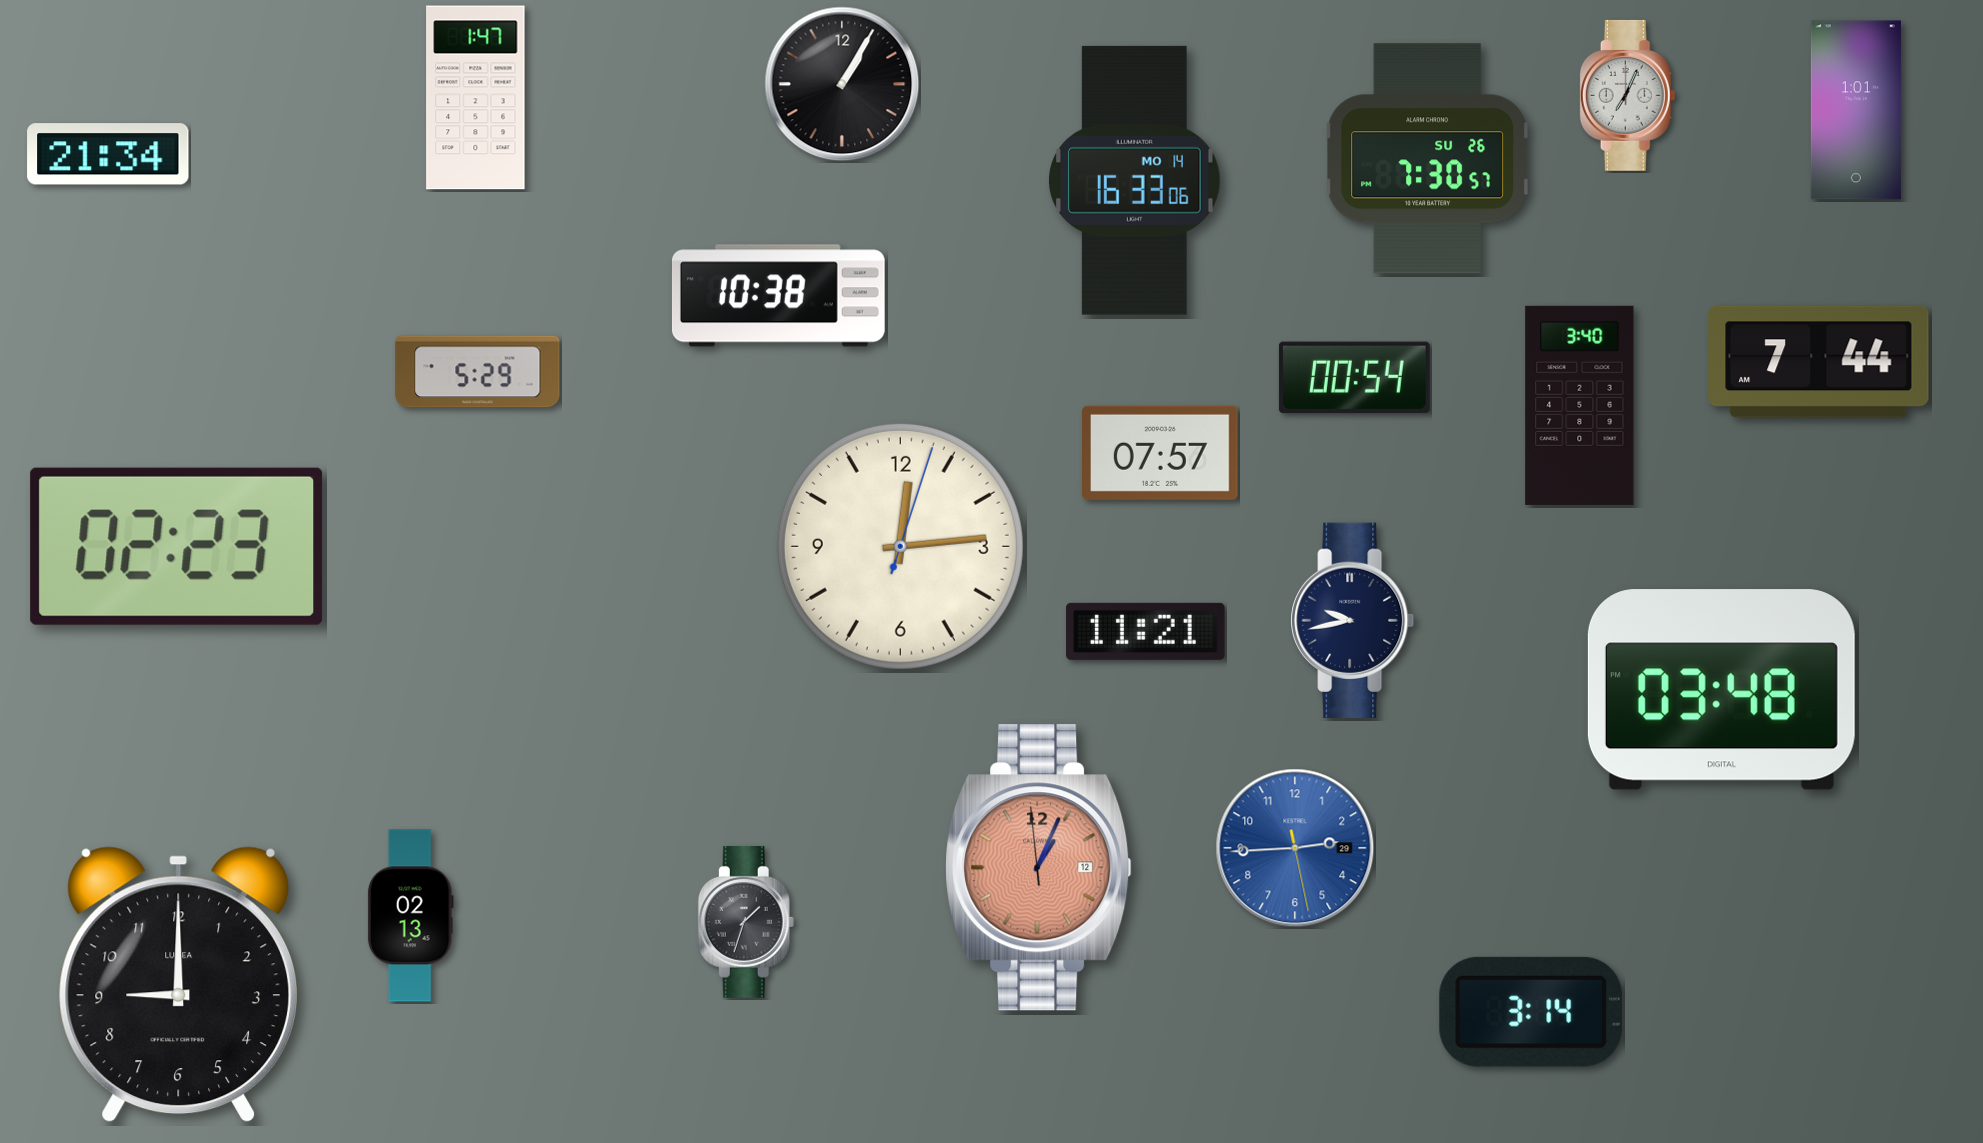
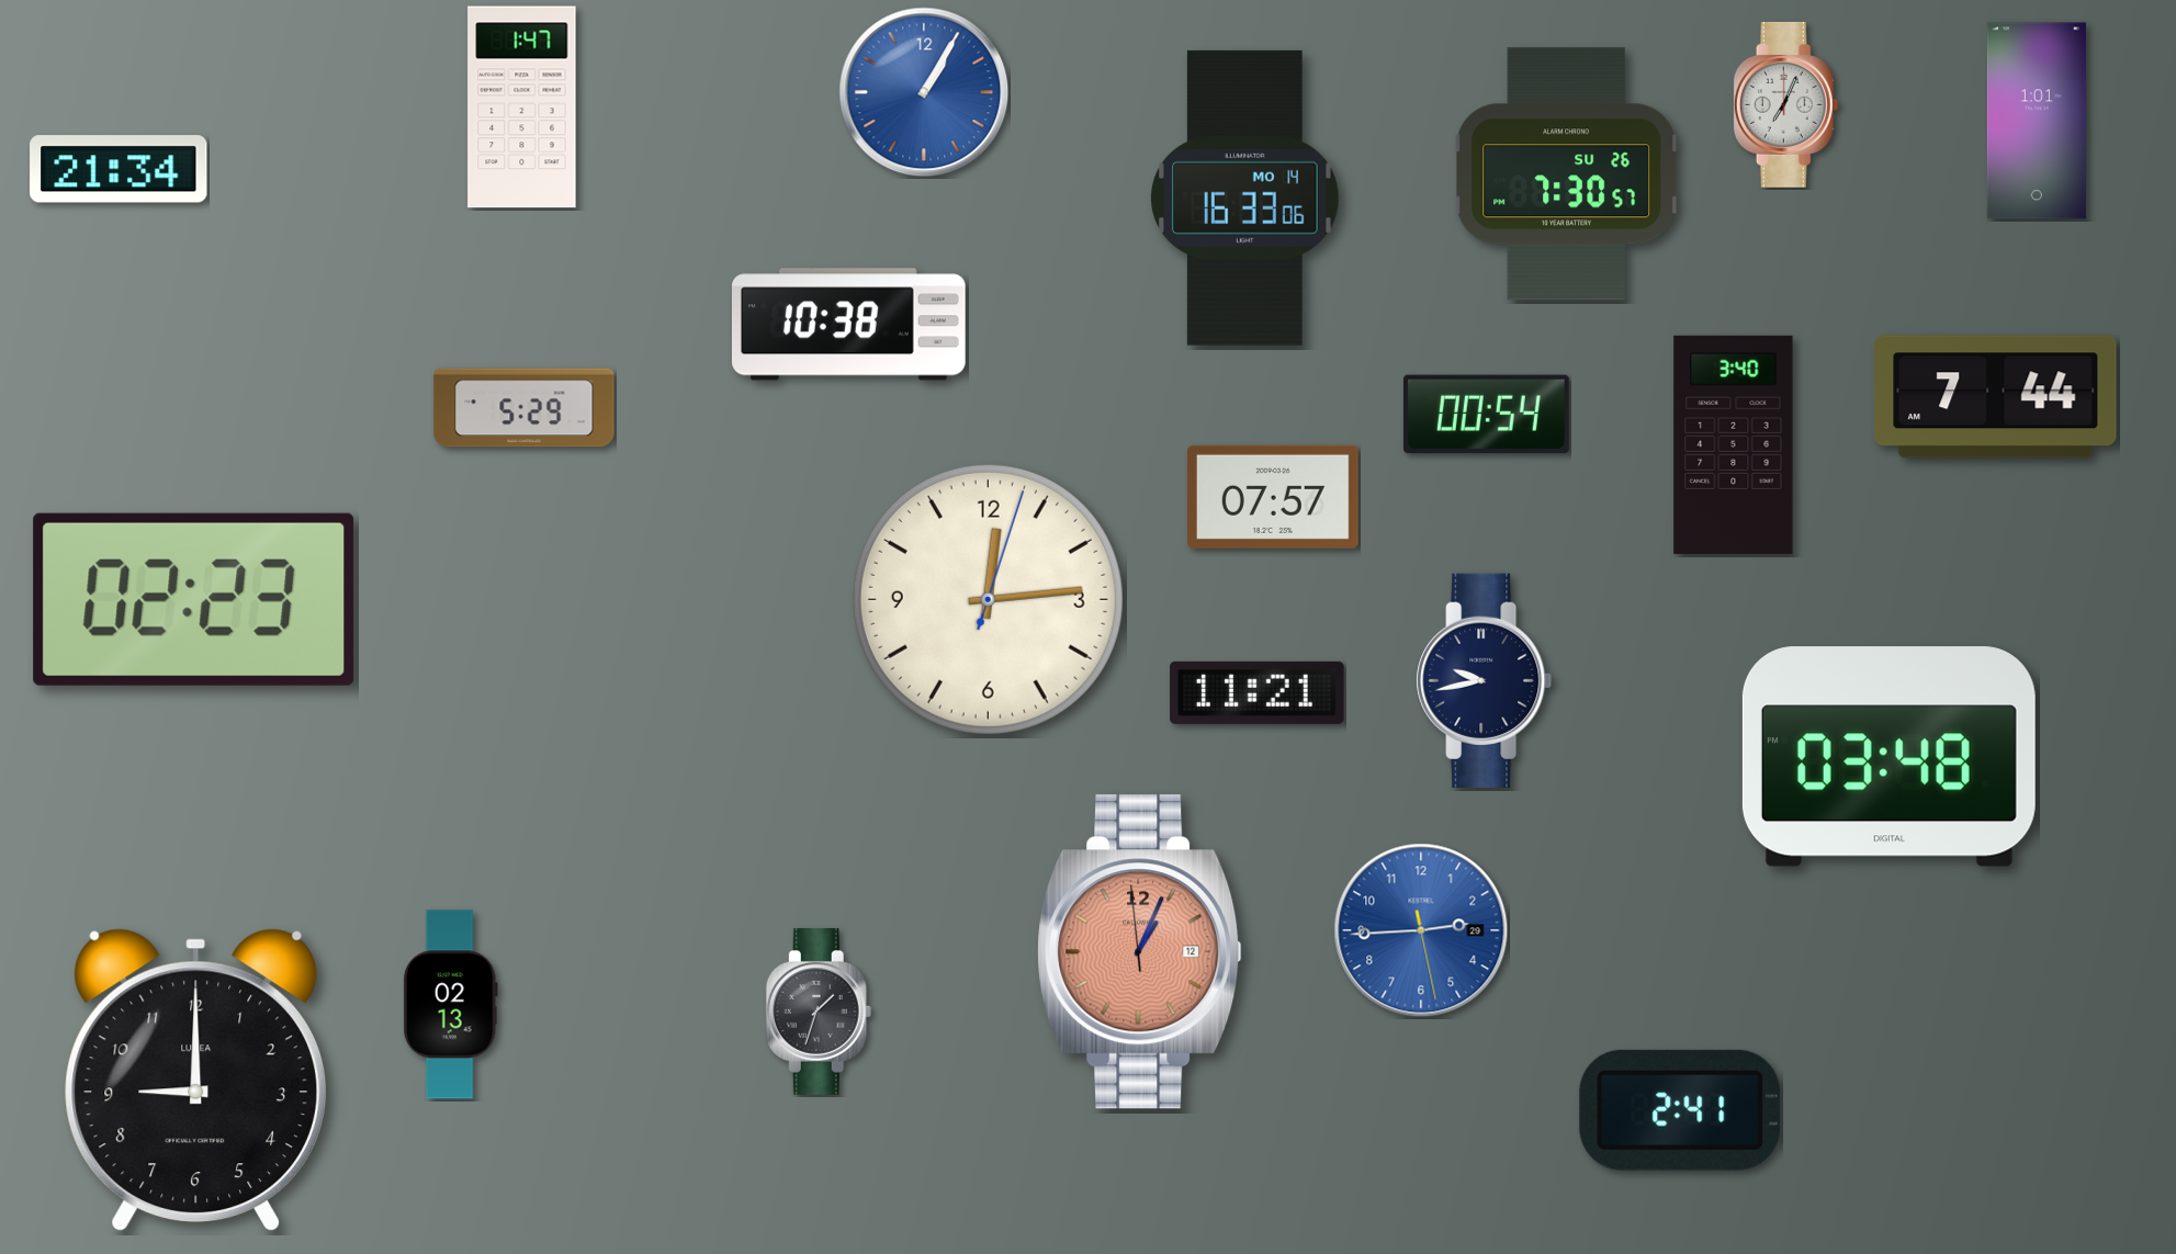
clock at (842, 84) dial: black -> blue
clock at (778, 296) position: (778, 296) -> (848, 325)
clock at (1531, 1012): 3:14 -> 2:41
